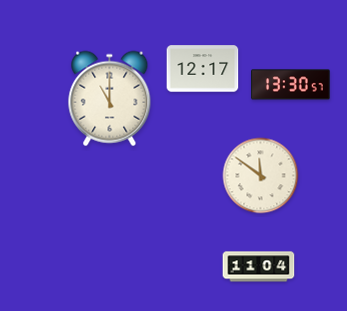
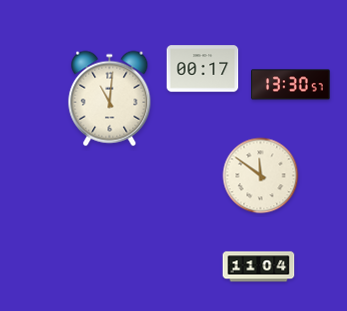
clock at (203, 69): 12:17 -> 00:17
clock at (110, 99): 11:00 -> 11:01
